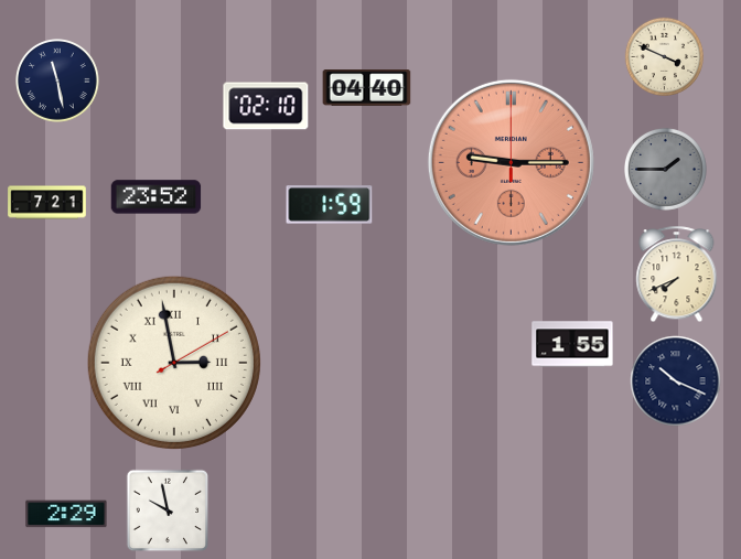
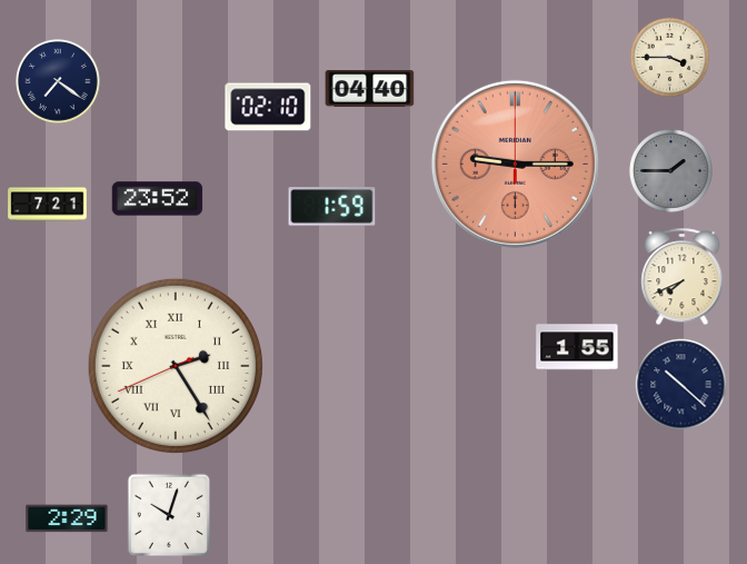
clock at (664, 56): 3:49 -> 3:45
clock at (58, 82): 11:28 -> 7:21
clock at (174, 363): 2:58 -> 2:24
clock at (676, 381): 10:19 -> 10:22
clock at (168, 510): 9:58 -> 10:03
